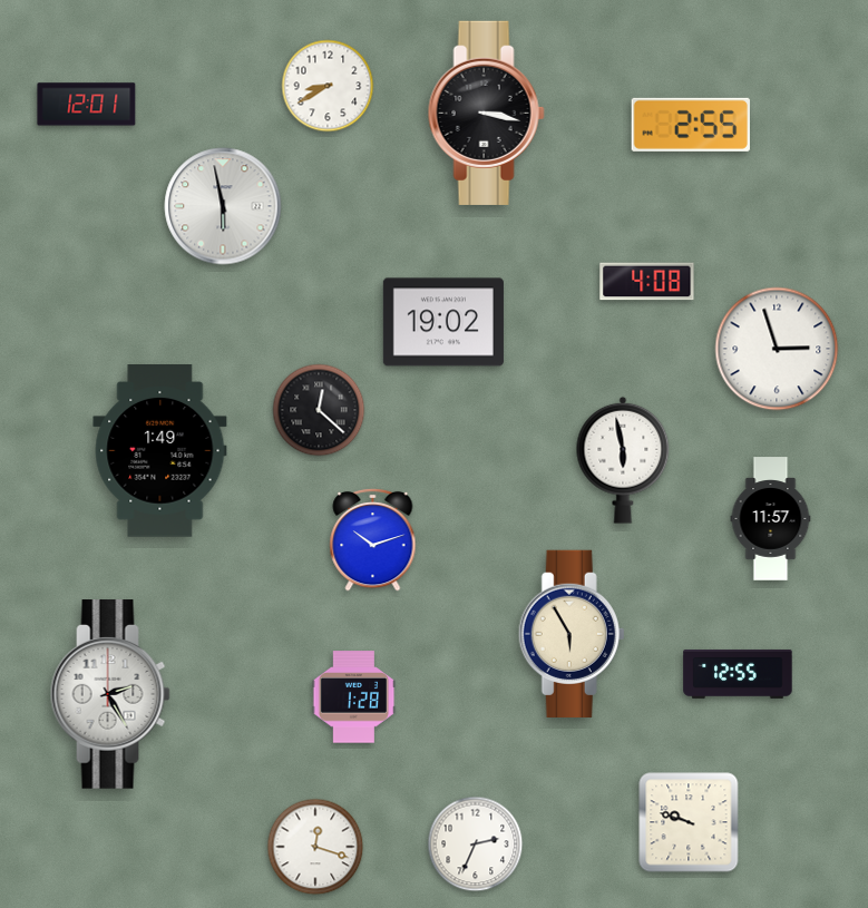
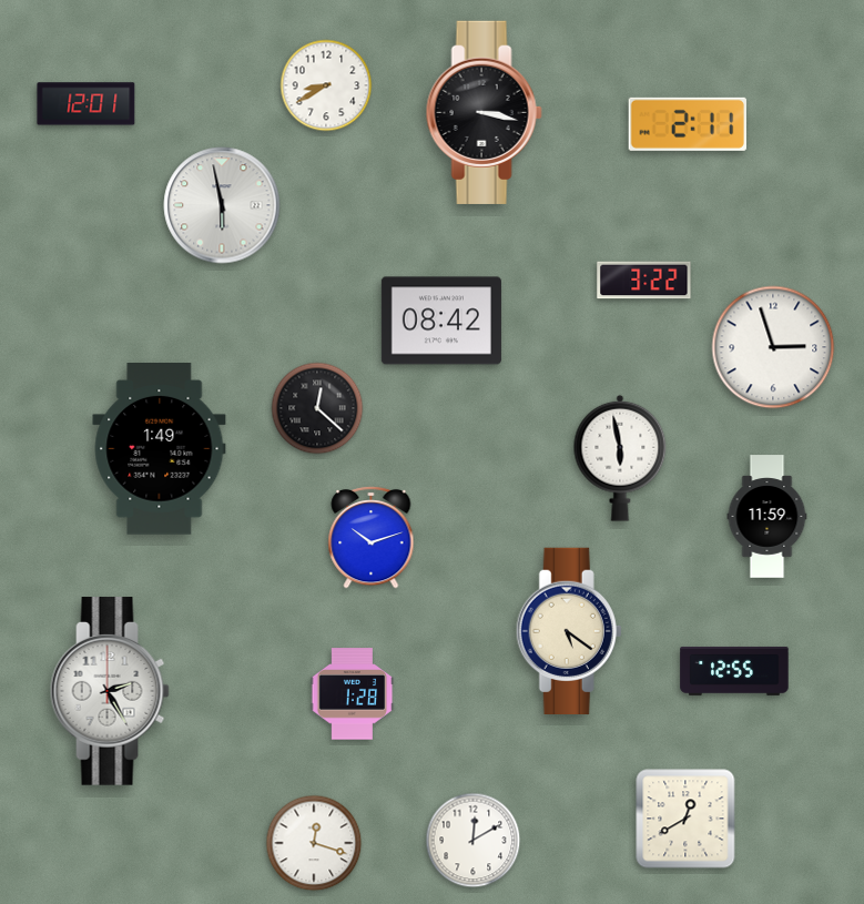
clock at (690, 125): 2:55 -> 2:11
clock at (647, 282): 4:08 -> 3:22
clock at (443, 322): 19:02 -> 08:42
clock at (771, 519): 11:57 -> 11:59
clock at (572, 633): 5:55 -> 5:21
clock at (689, 822): 9:48 -> 12:40
clock at (476, 844): 2:34 -> 12:10
